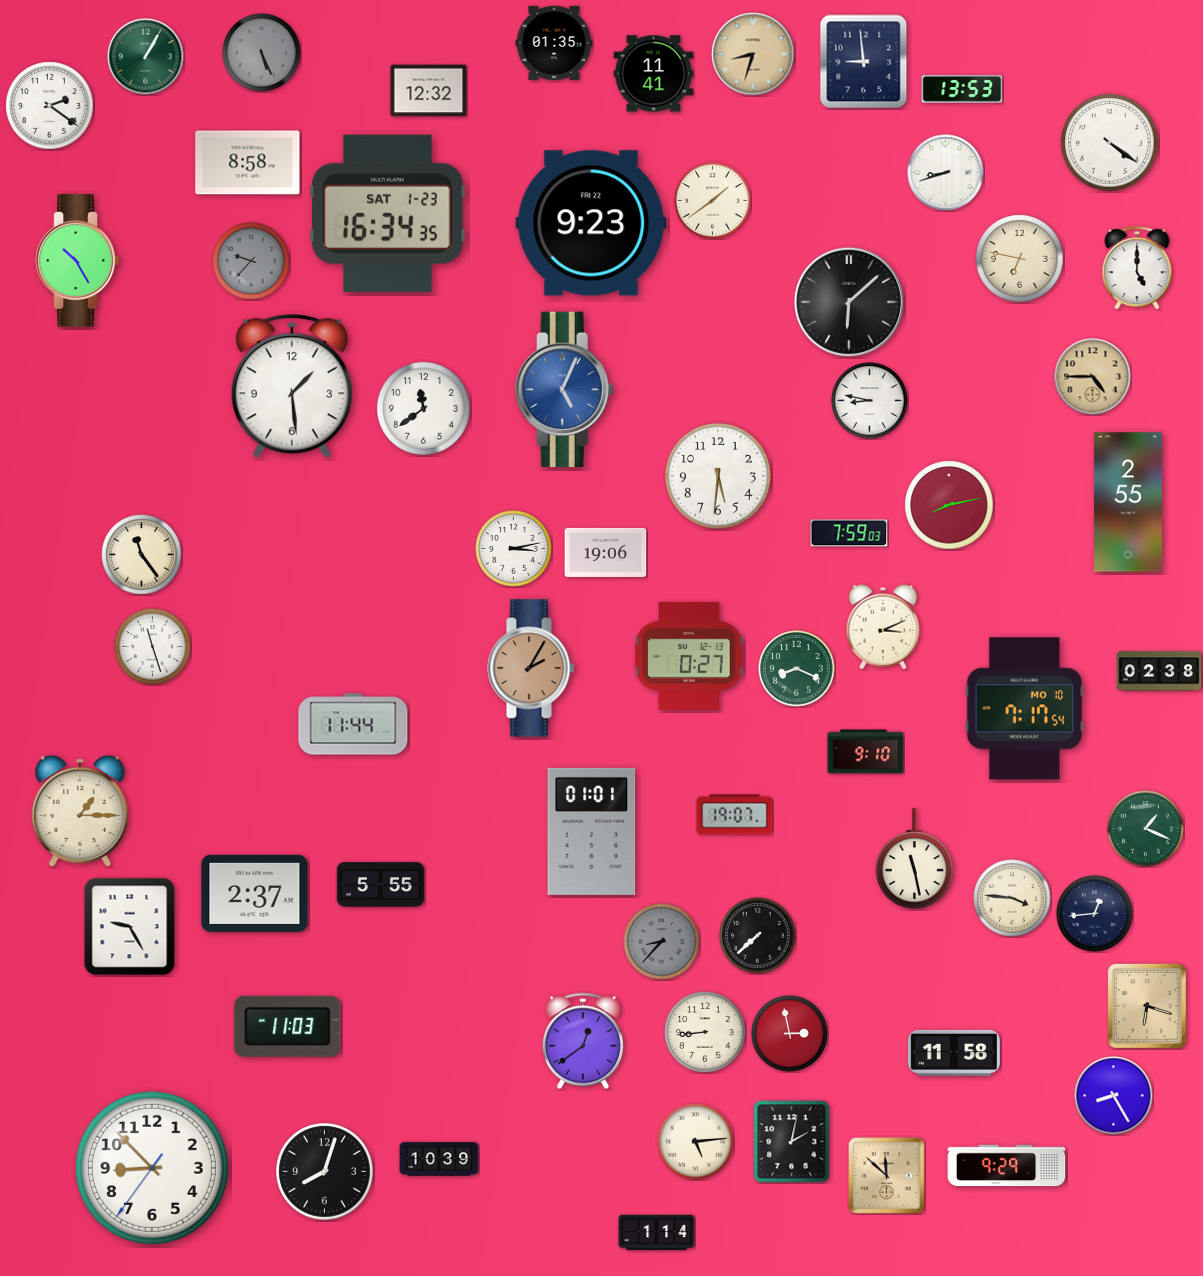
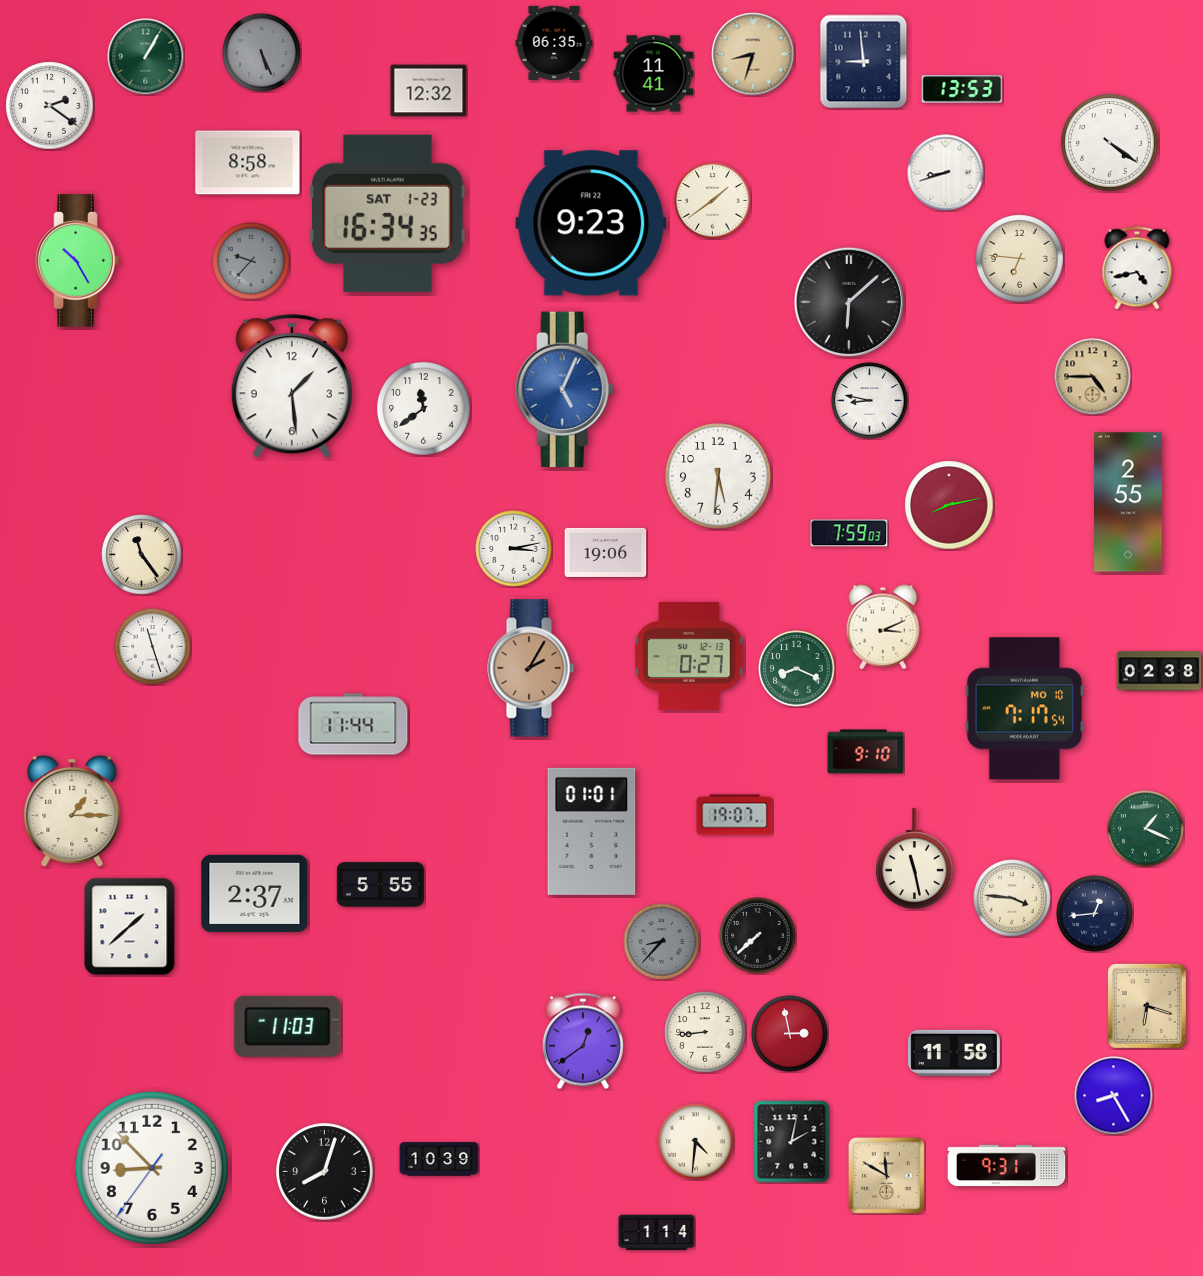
clock at (554, 43): 01:35 -> 06:35
clock at (1020, 259): 6:47 -> 6:46
clock at (1137, 268): 5:00 -> 4:43
clock at (80, 811) position: (80, 811) -> (72, 811)
clock at (130, 927): 9:25 -> 1:38
clock at (696, 1142): 5:14 -> 4:31
clock at (1007, 1166): 9:29 -> 9:31
clock at (887, 1176): 11:52 -> 11:50
